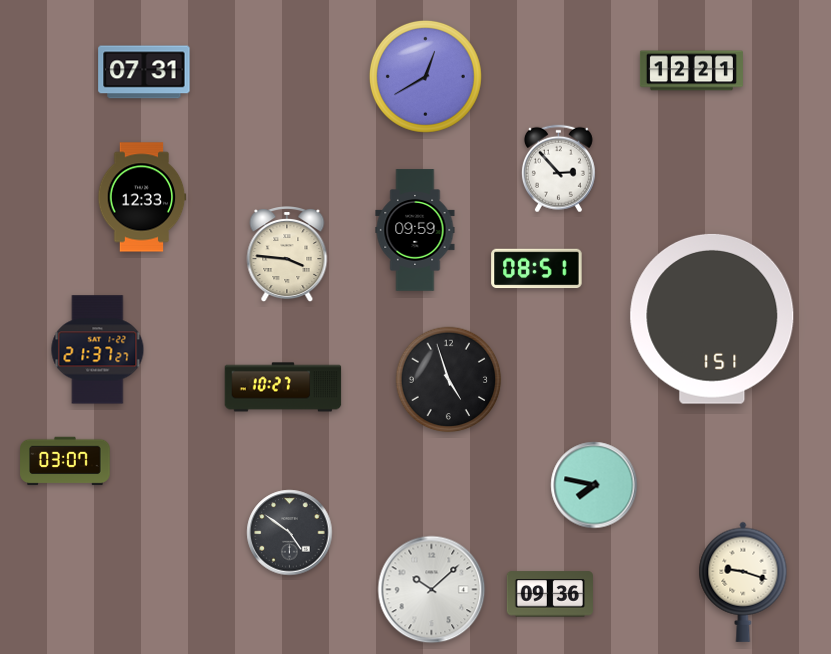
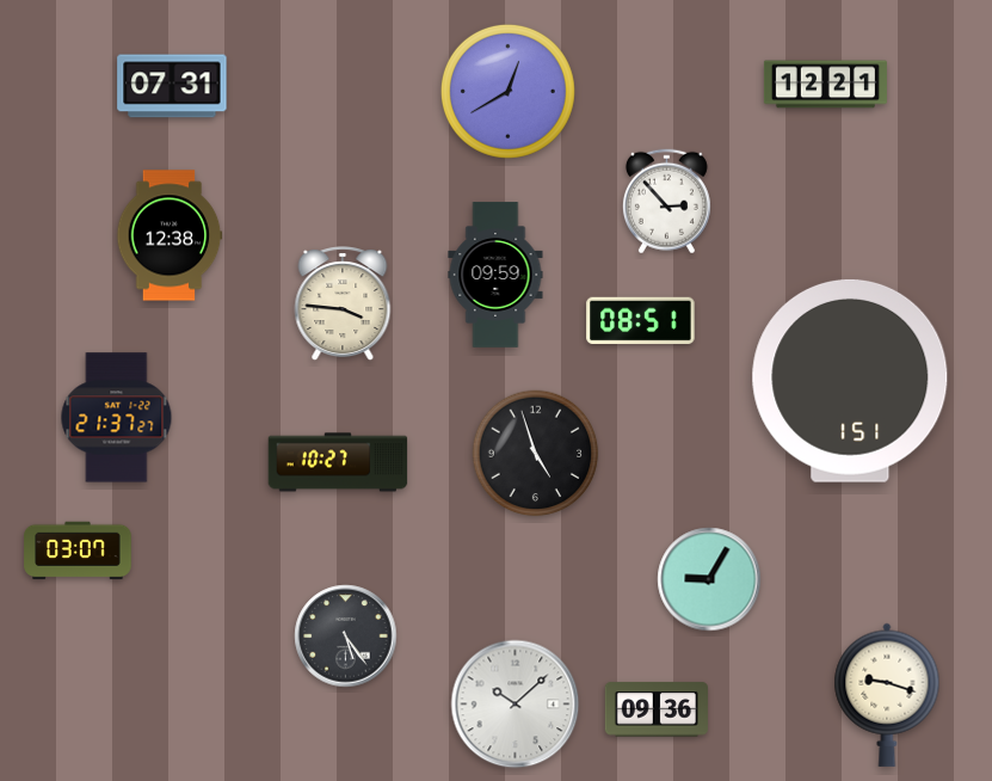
clock at (142, 197): 12:33 -> 12:38
clock at (594, 485): 7:47 -> 9:05
clock at (290, 533): 4:51 -> 5:24
